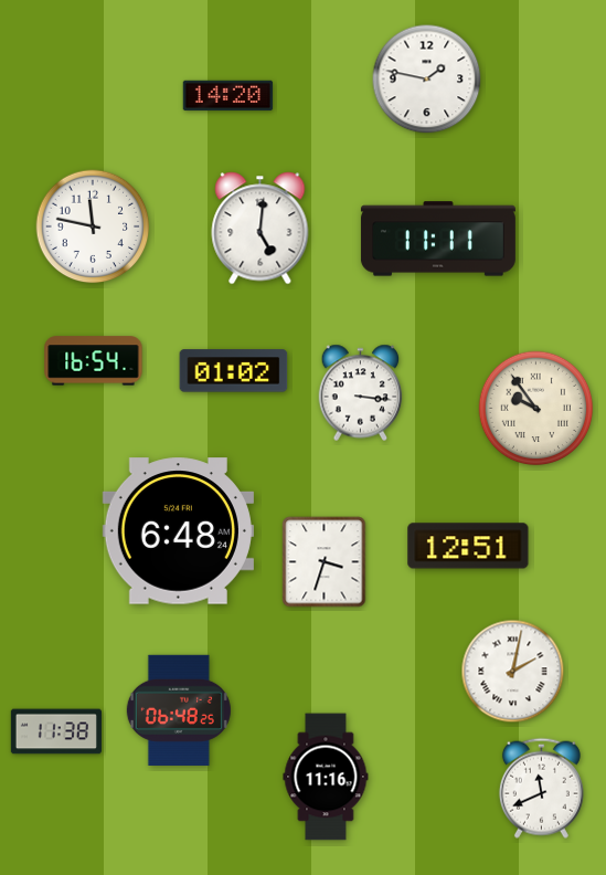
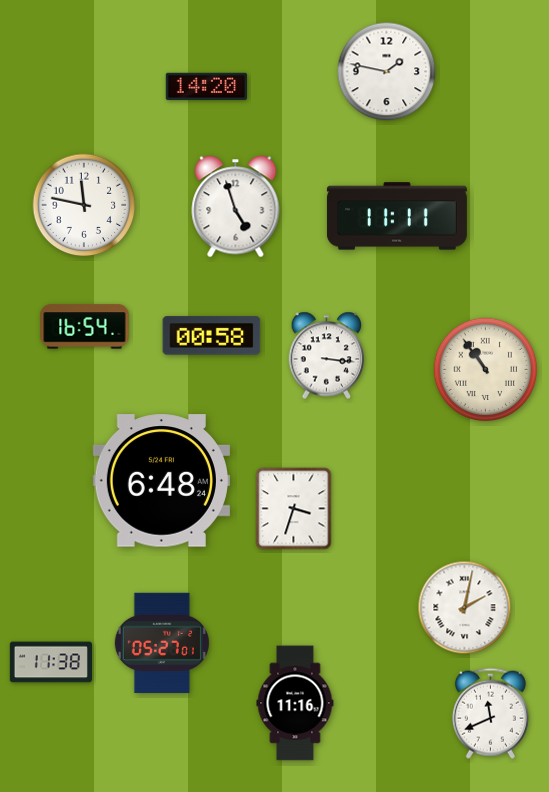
clock at (261, 229): 5:01 -> 4:57
clock at (234, 371): 01:02 -> 00:58
clock at (536, 409): 9:54 -> 10:54
clock at (468, 546): 12:51 -> none
clock at (179, 710): 06:48 -> 05:27
